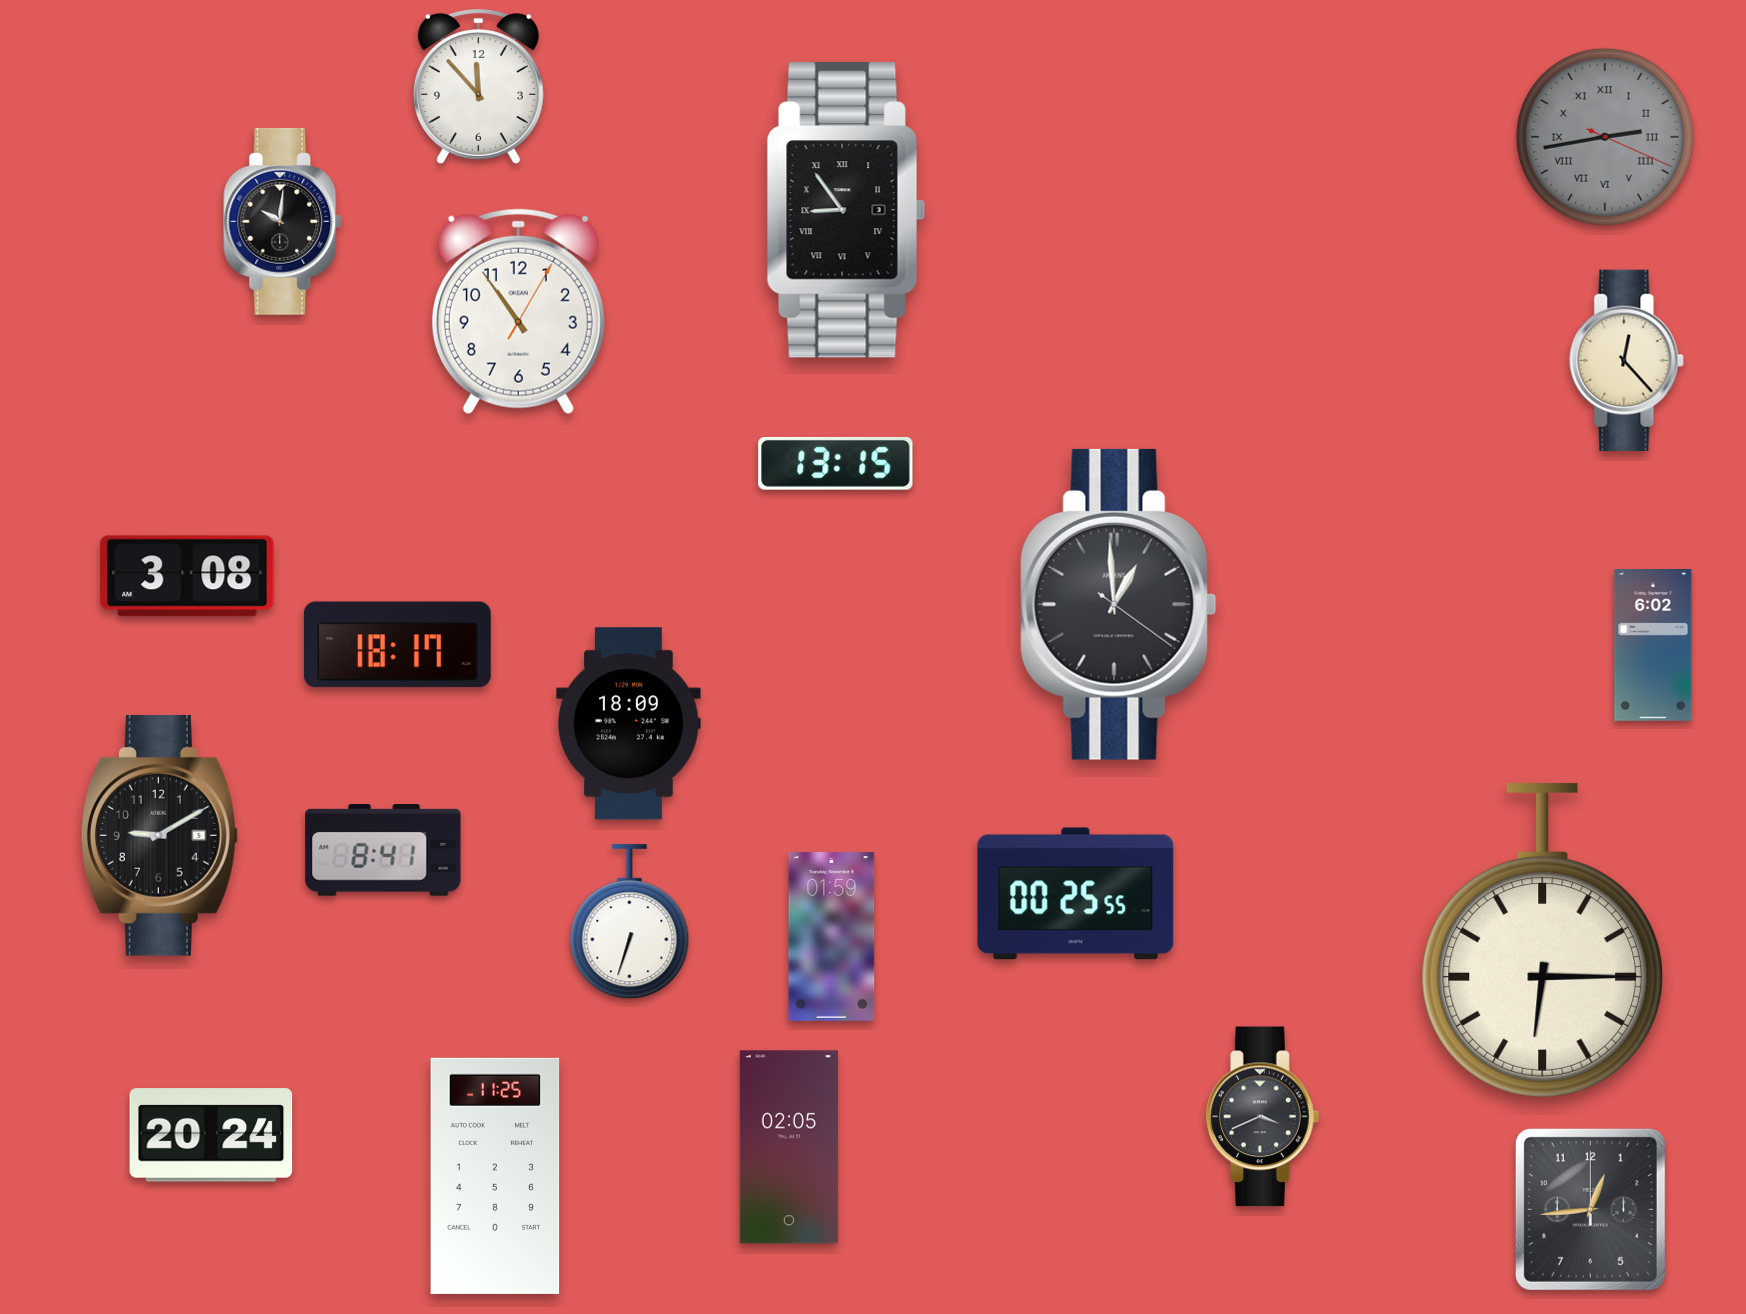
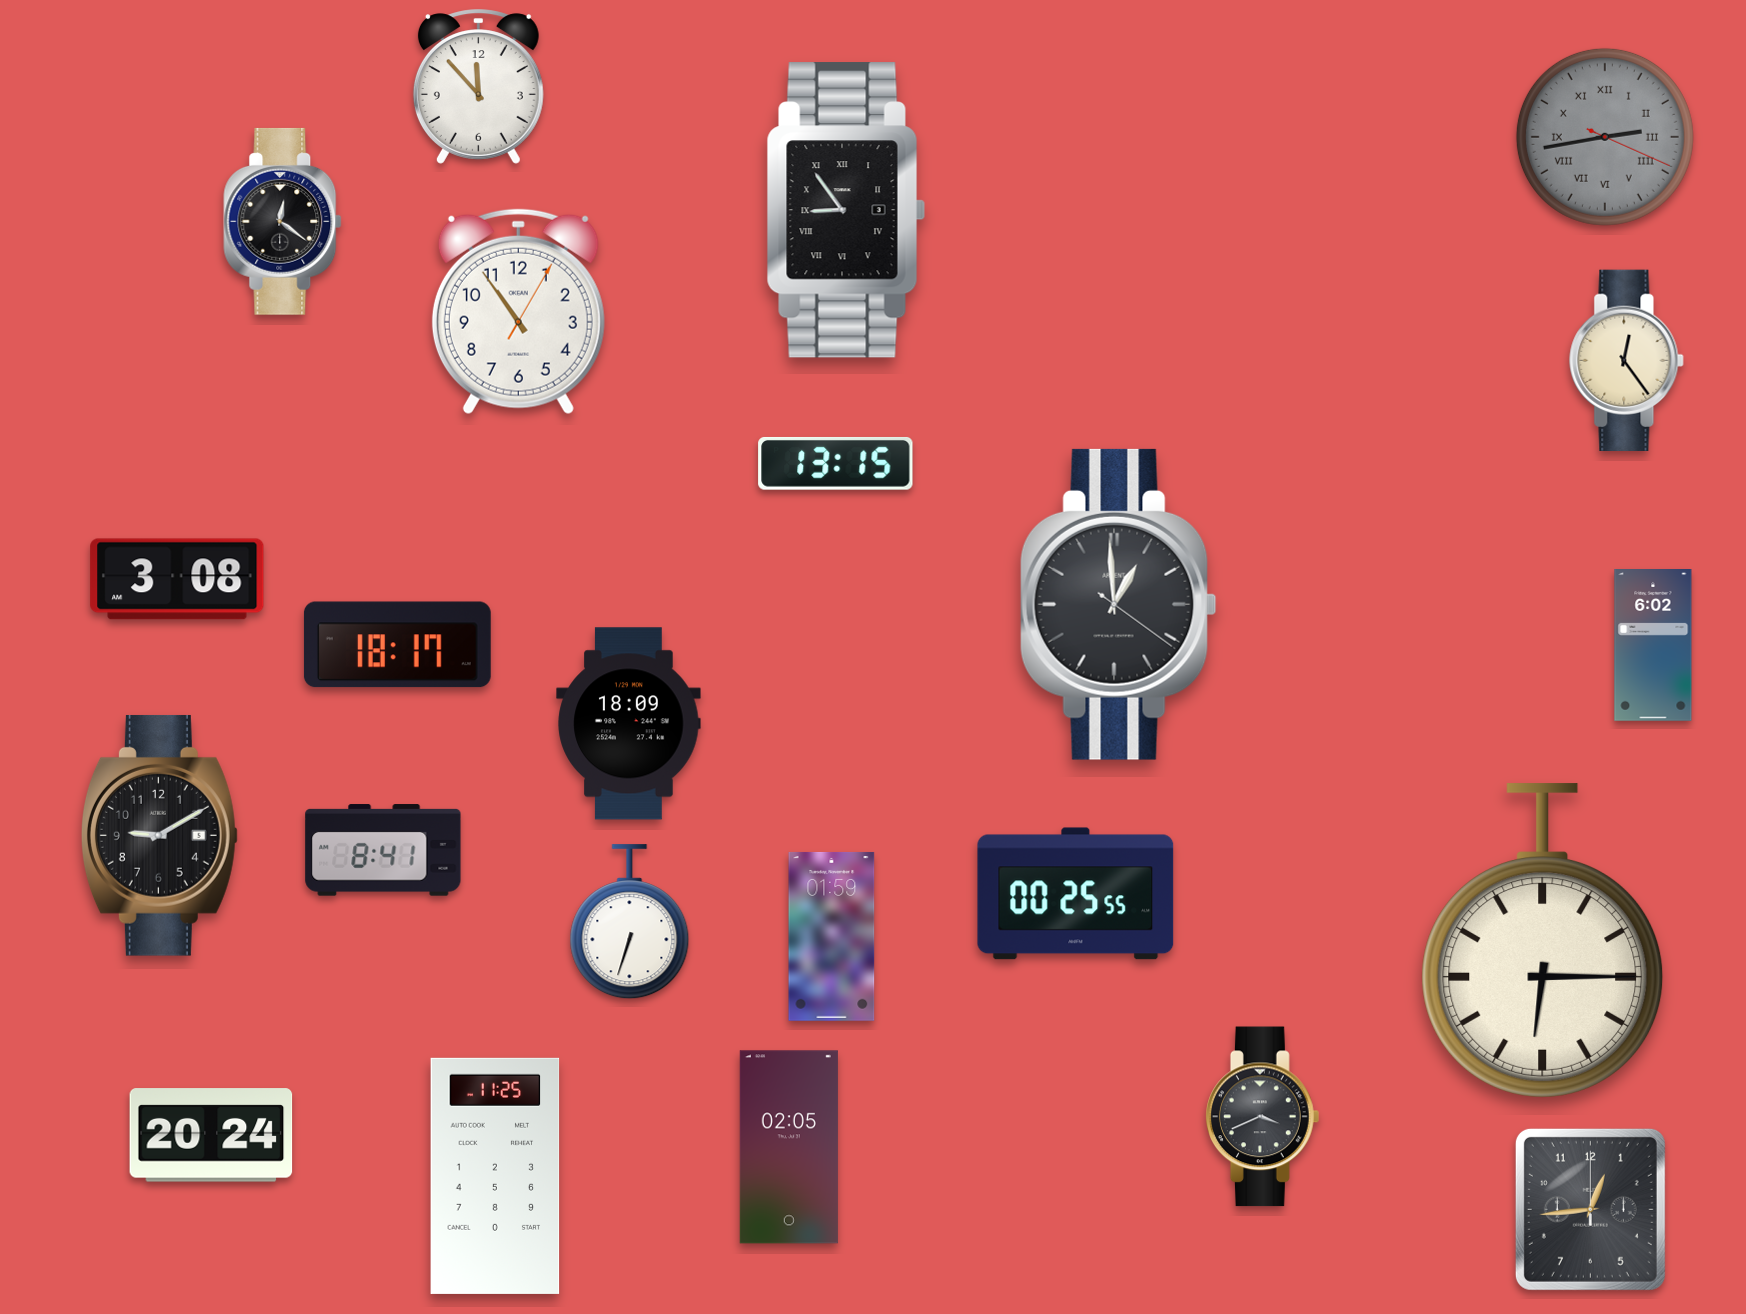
clock at (283, 221): 10:01 -> 12:21
clock at (1627, 360): 12:23 -> 12:24
clock at (187, 576) position: (187, 576) -> (177, 579)
